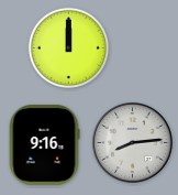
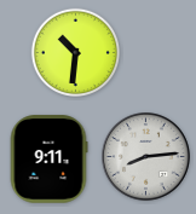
clock at (69, 47): 12:00 -> 10:31
clock at (44, 145): 9:16 -> 9:11
